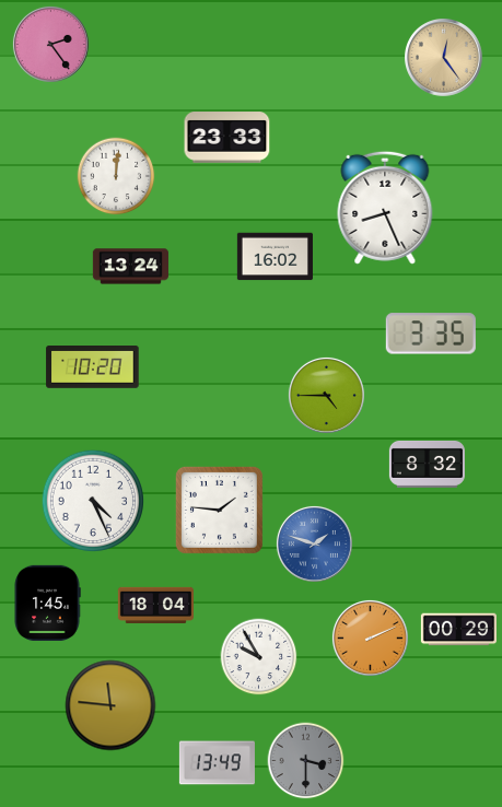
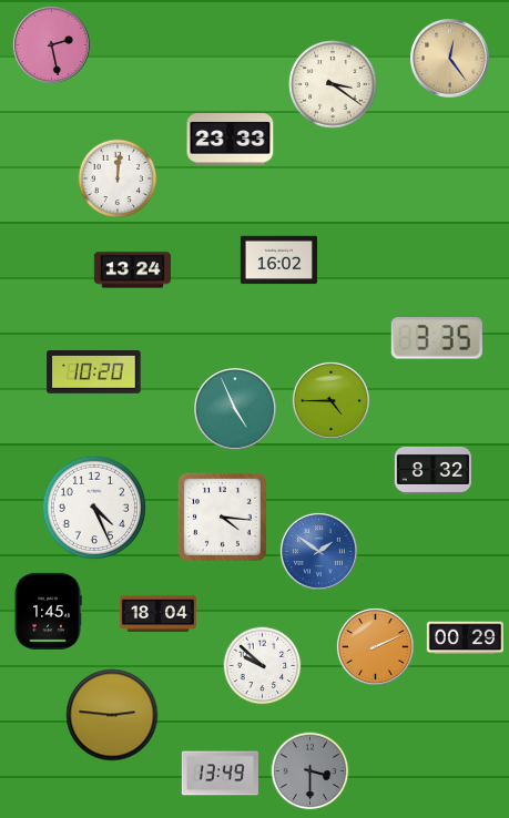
clock at (50, 44): 2:24 -> 2:28
clock at (333, 84): none -> 3:21
clock at (385, 208): 8:26 -> none
clock at (235, 409): none -> 4:56
clock at (219, 510): 1:46 -> 4:16
clock at (314, 543): 1:48 -> 1:51
clock at (259, 657): 9:55 -> 9:52
clock at (110, 705): 11:46 -> 2:46
